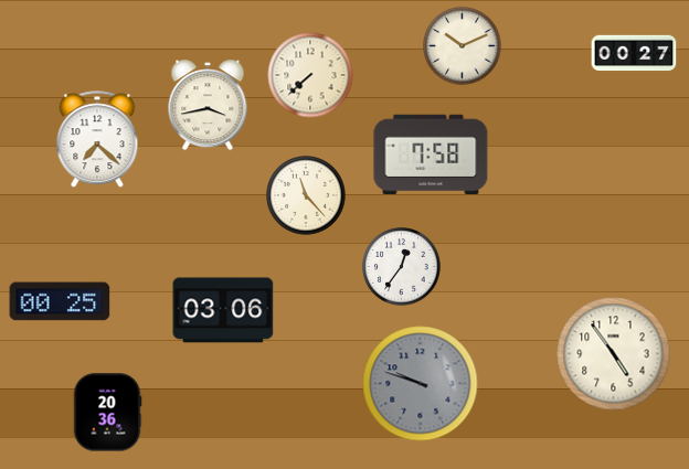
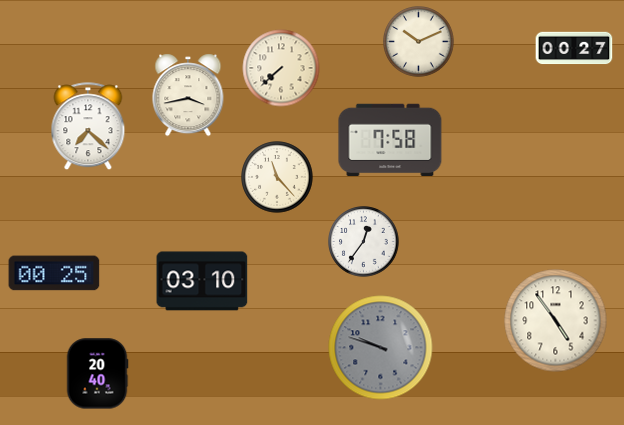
clock at (223, 310): 03:06 -> 03:10
clock at (107, 413): 20:36 -> 20:40
